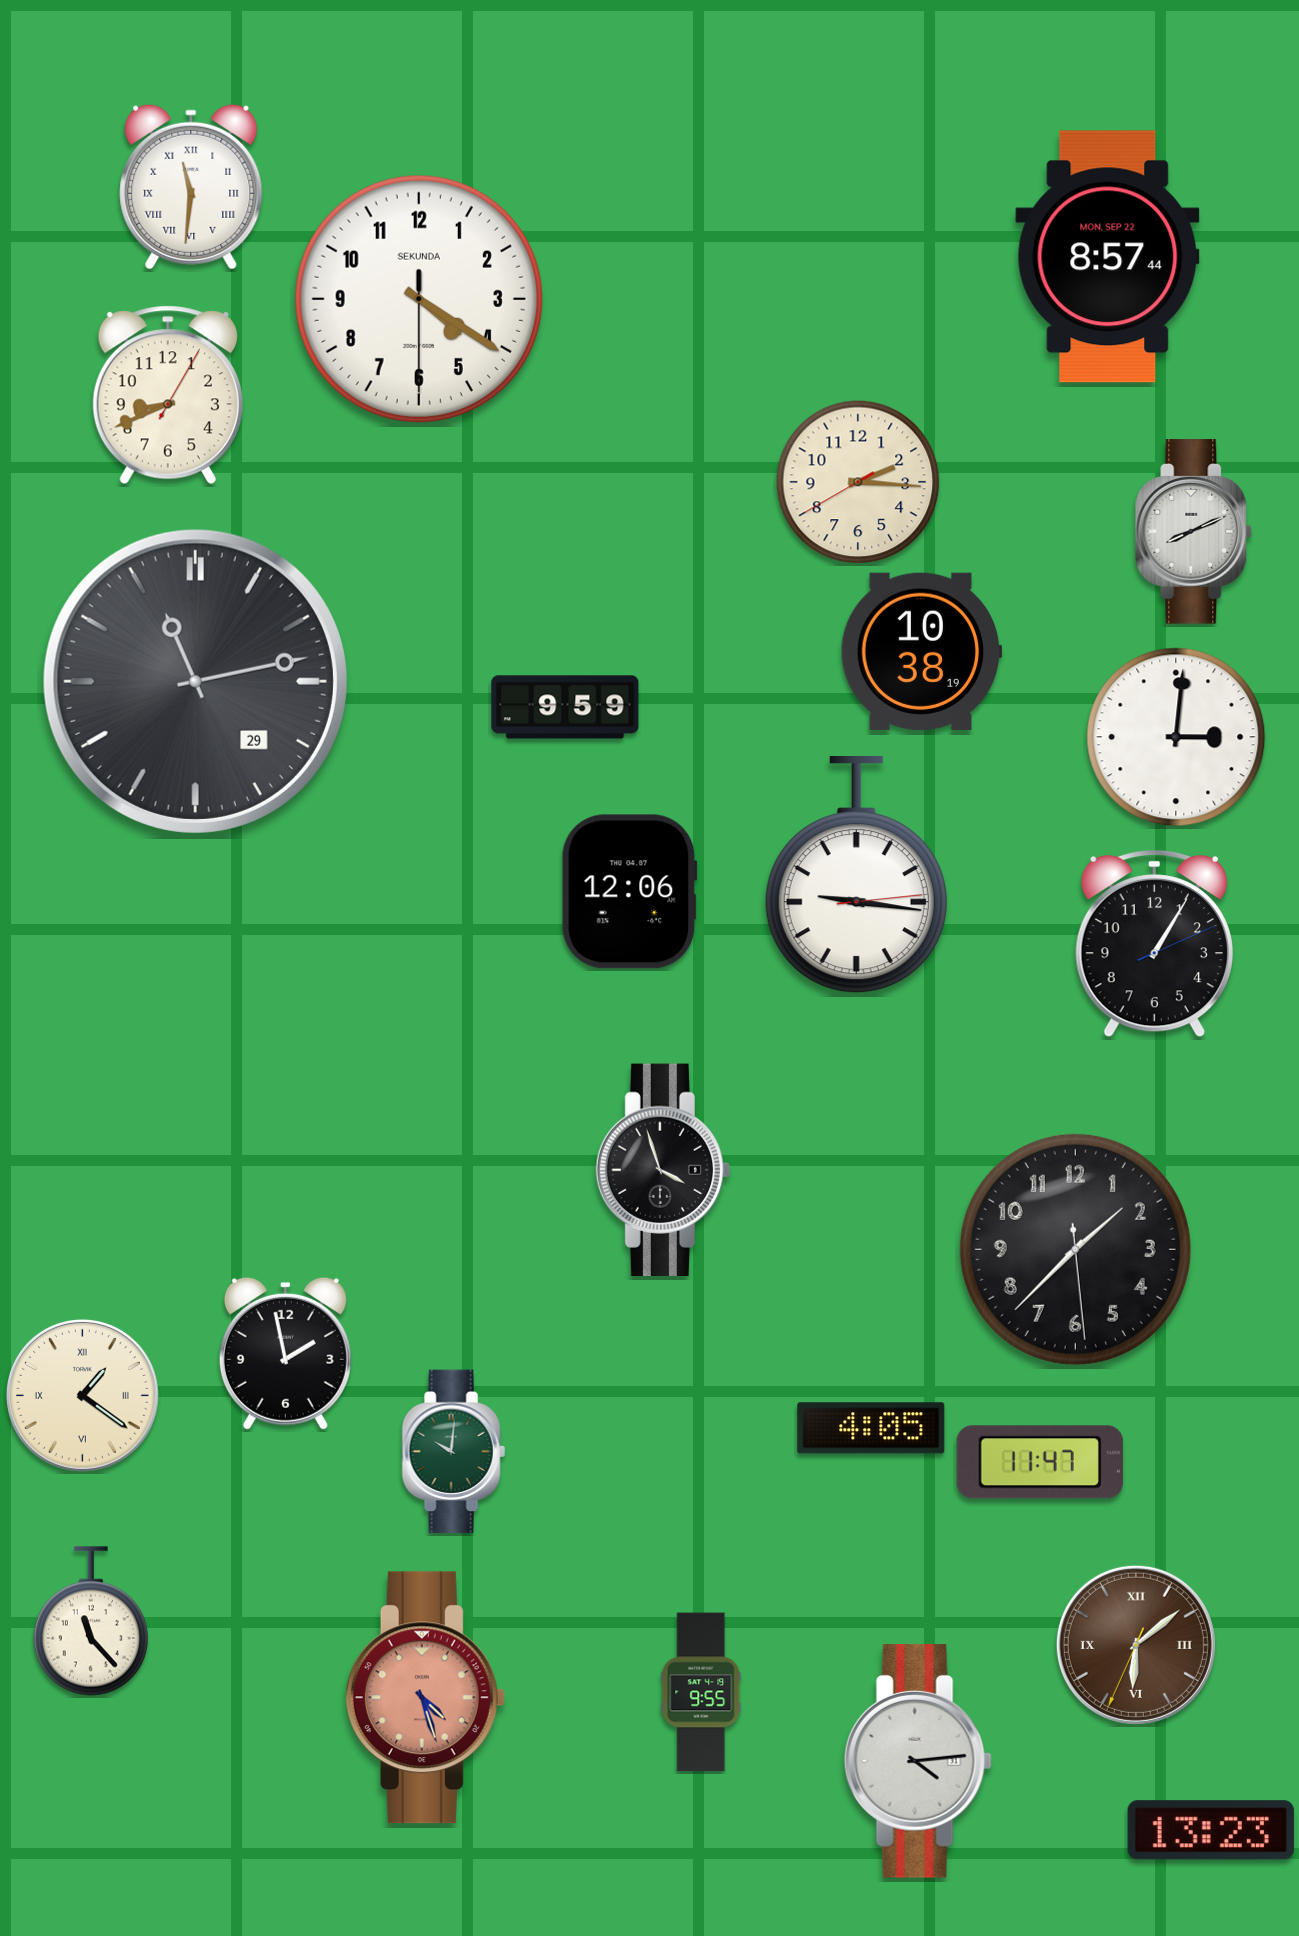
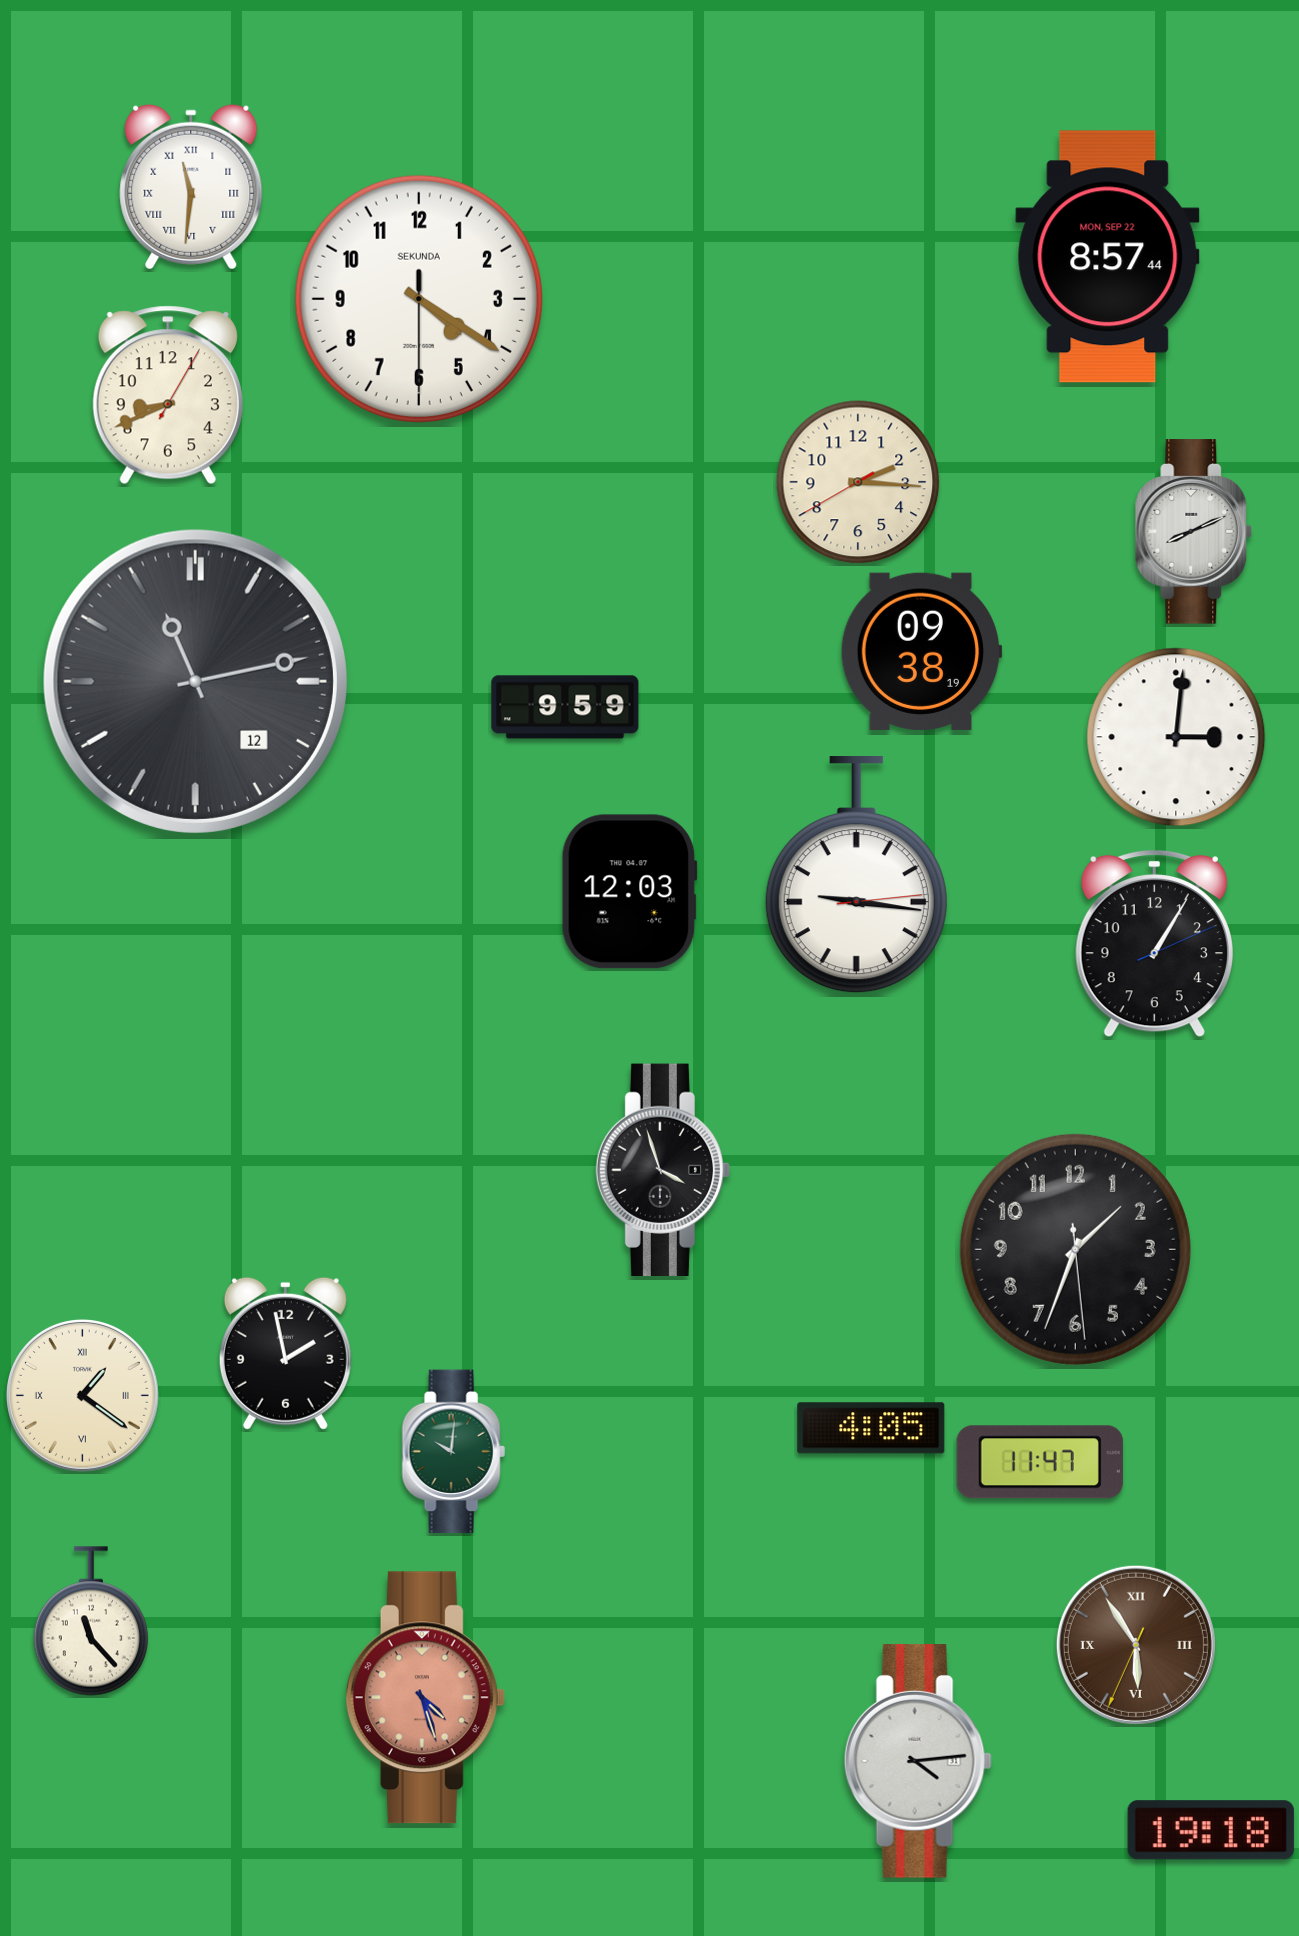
clock at (921, 651): 10:38 -> 09:38
clock at (195, 681) date: 29 -> 12
clock at (629, 892): 12:06 -> 12:03
clock at (1075, 1249): 1:37 -> 1:33
clock at (1136, 1645): 6:08 -> 5:54
clock at (701, 1692): 9:55 -> none
clock at (1211, 1830): 13:23 -> 19:18
